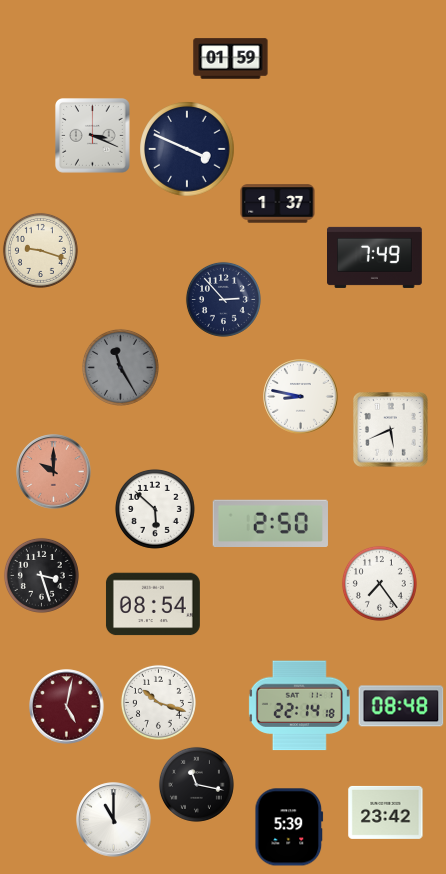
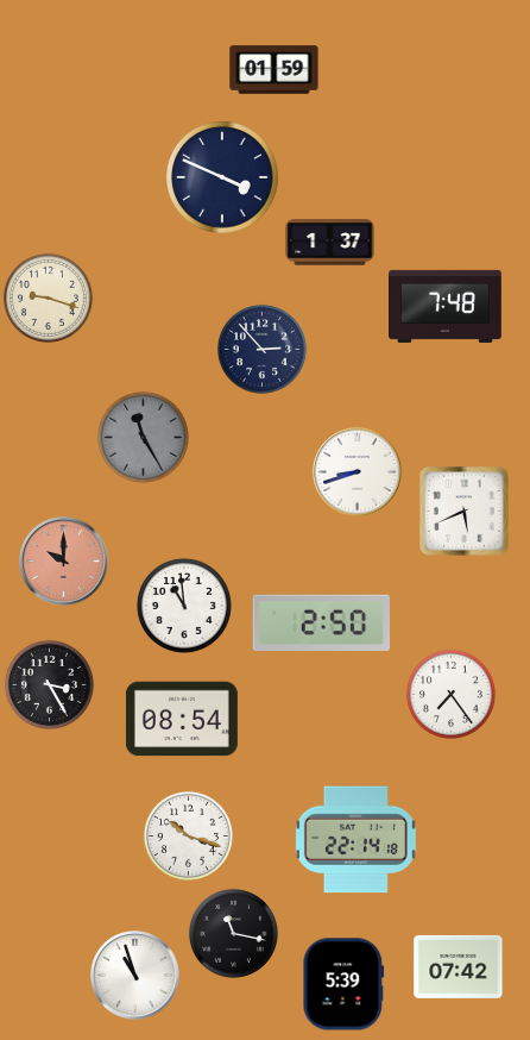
clock at (93, 136): 3:19 -> none
clock at (375, 257): 7:49 -> 7:48
clock at (223, 299) position: (223, 299) -> (261, 349)
clock at (301, 397): 8:47 -> 8:42
clock at (155, 509): 5:52 -> 10:59
clock at (41, 575): 3:27 -> 3:25
clock at (401, 706): 08:48 -> none
clock at (67, 707): 5:02 -> none
clock at (386, 812): 23:42 -> 07:42
clock at (114, 820): 11:00 -> 10:57
